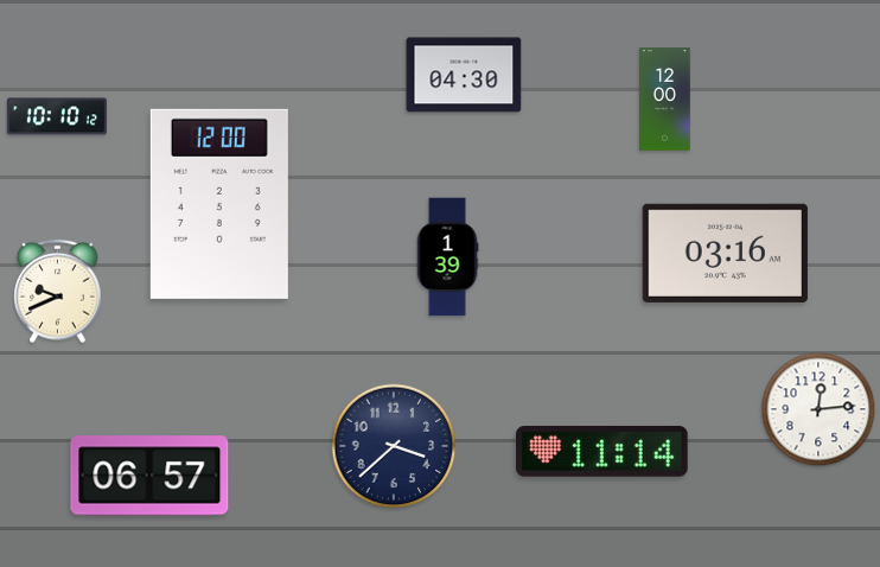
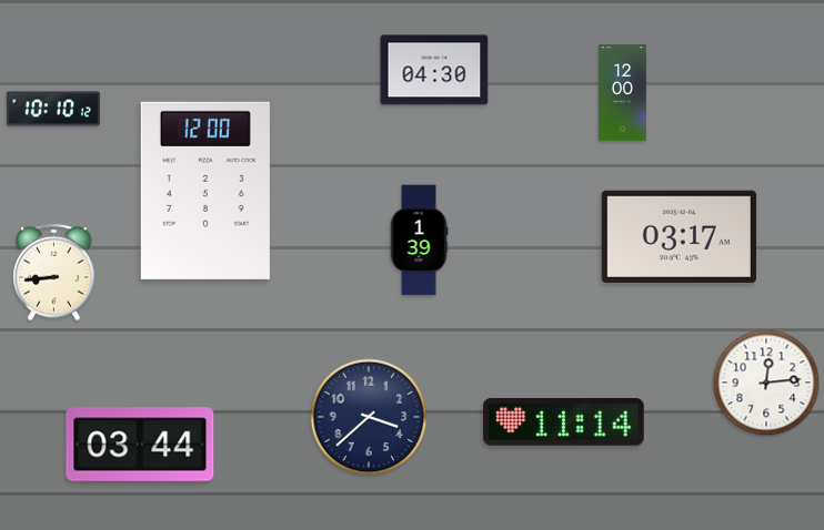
clock at (725, 253): 03:16 -> 03:17
clock at (58, 292): 9:41 -> 8:44
clock at (149, 476): 06:57 -> 03:44
